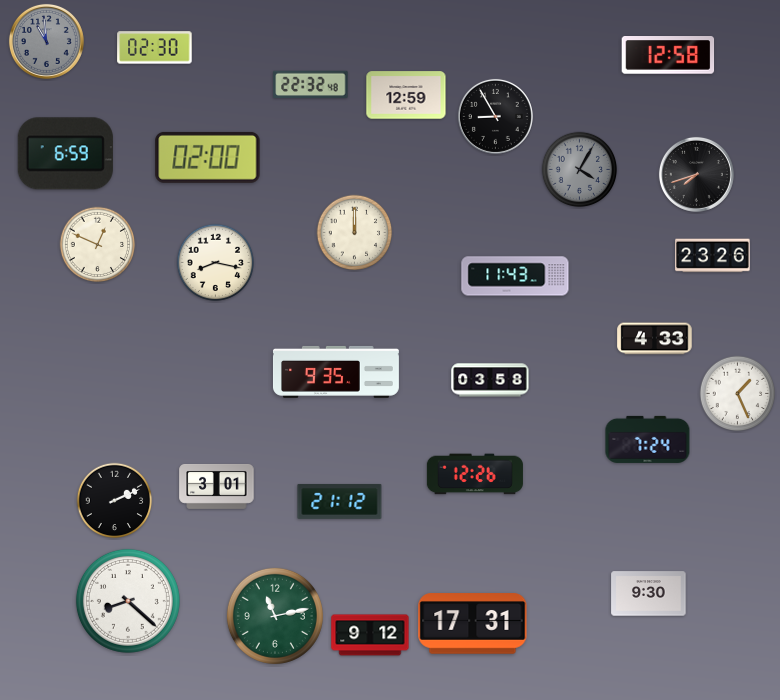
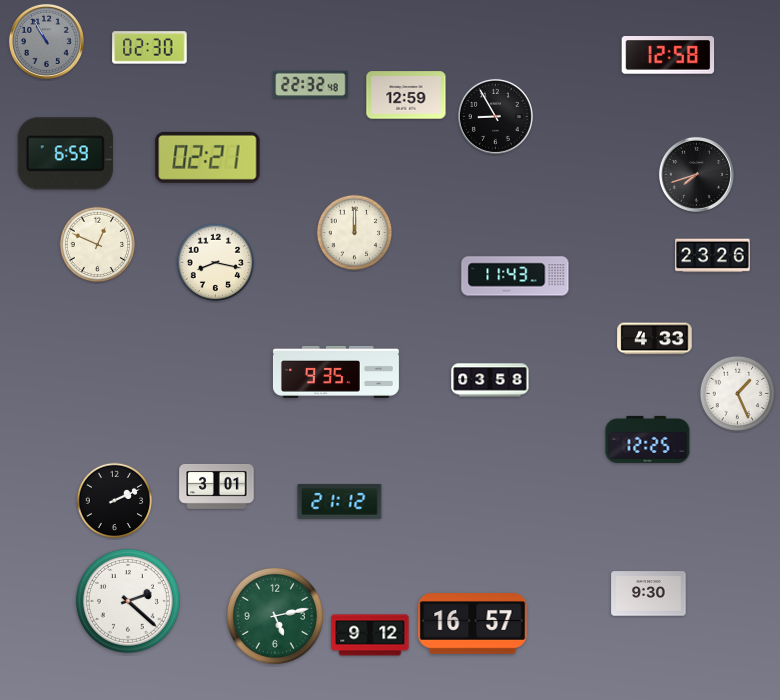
clock at (46, 41): 10:59 -> 10:55
clock at (155, 48) position: (155, 48) -> (150, 48)
clock at (208, 157): 02:00 -> 02:21
clock at (580, 170): 4:05 -> none
clock at (648, 439): 7:24 -> 12:25
clock at (475, 474): 12:26 -> none
clock at (128, 601): 8:22 -> 2:22
clock at (275, 616): 11:13 -> 5:13
clock at (473, 624): 17:31 -> 16:57
